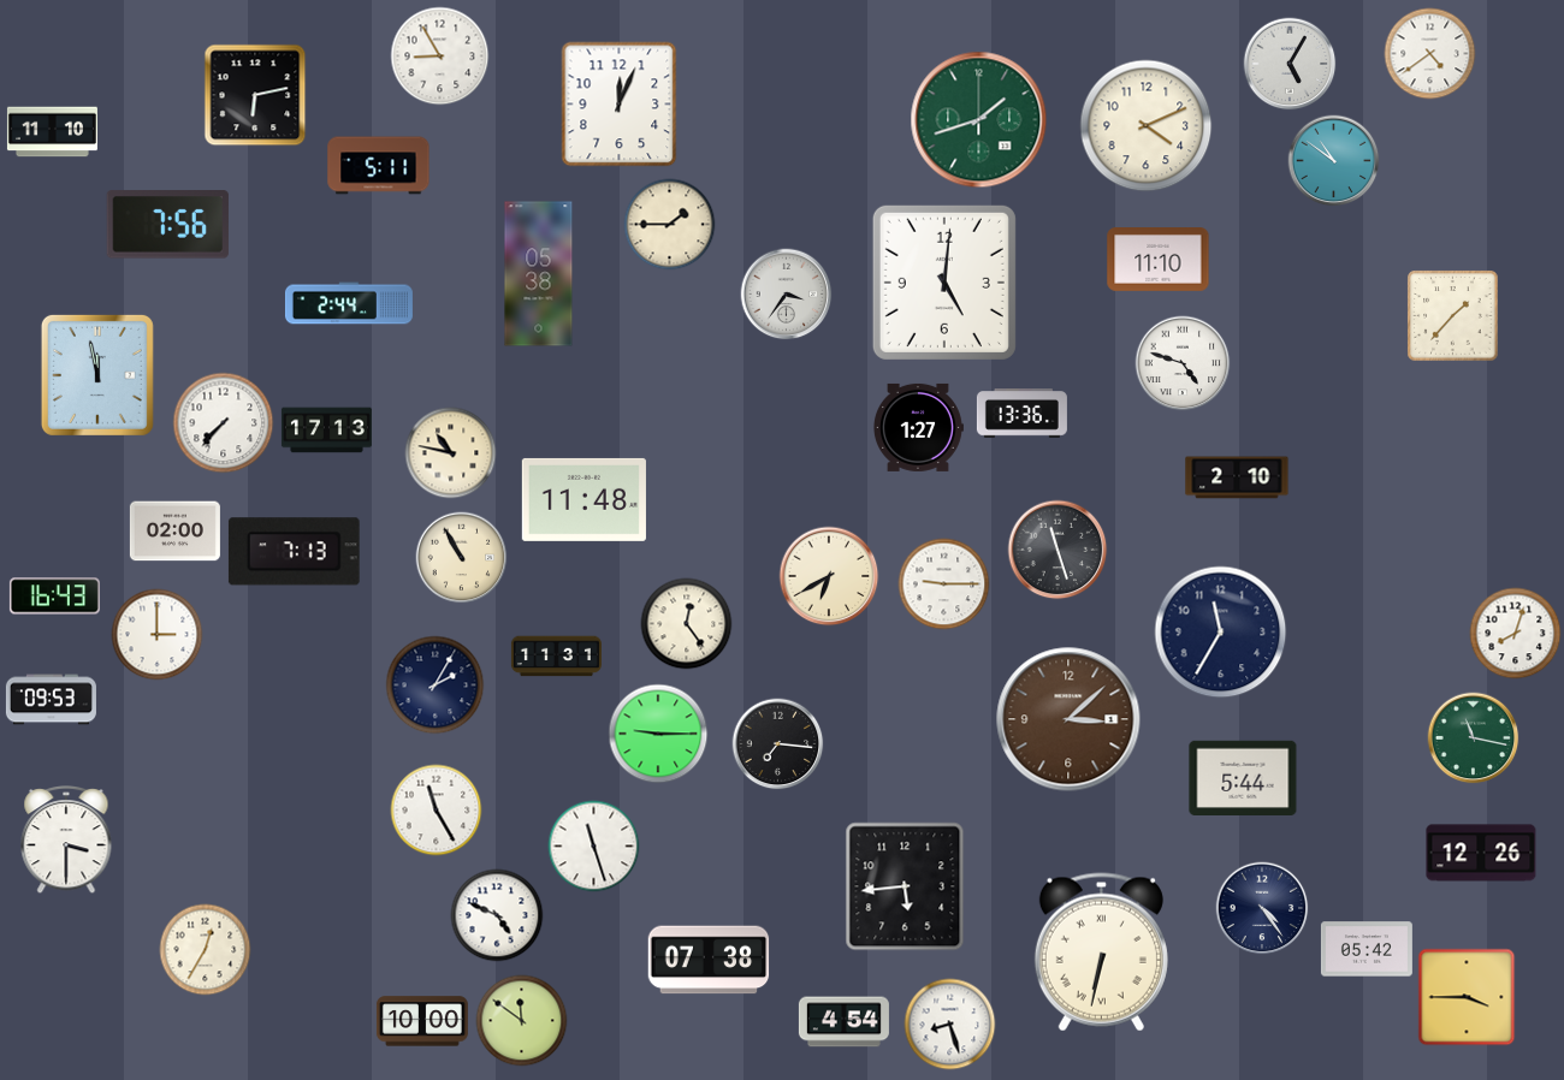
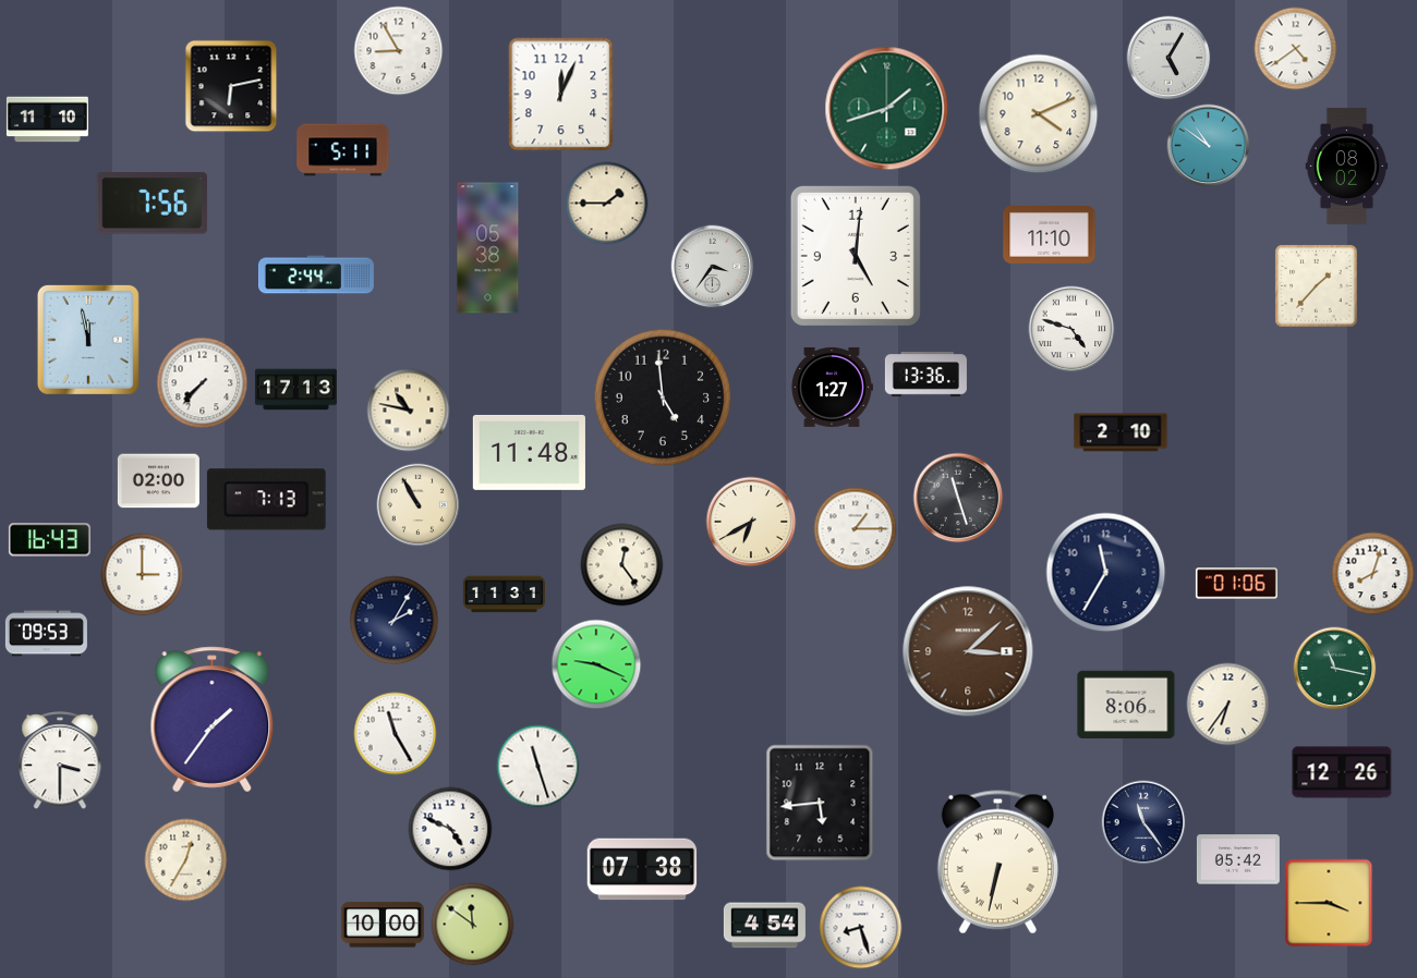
clock at (1347, 166): none -> 08:02
clock at (663, 398): none -> 4:59
clock at (944, 584): 9:15 -> 1:15
clock at (1236, 584): none -> 01:06
clock at (658, 734): 9:15 -> 9:19
clock at (778, 744): 7:16 -> none
clock at (1243, 777): 5:44 -> 8:06
clock at (1228, 705): none -> 6:36
clock at (213, 720): none -> 1:36
clock at (1262, 908): 4:24 -> 11:24
